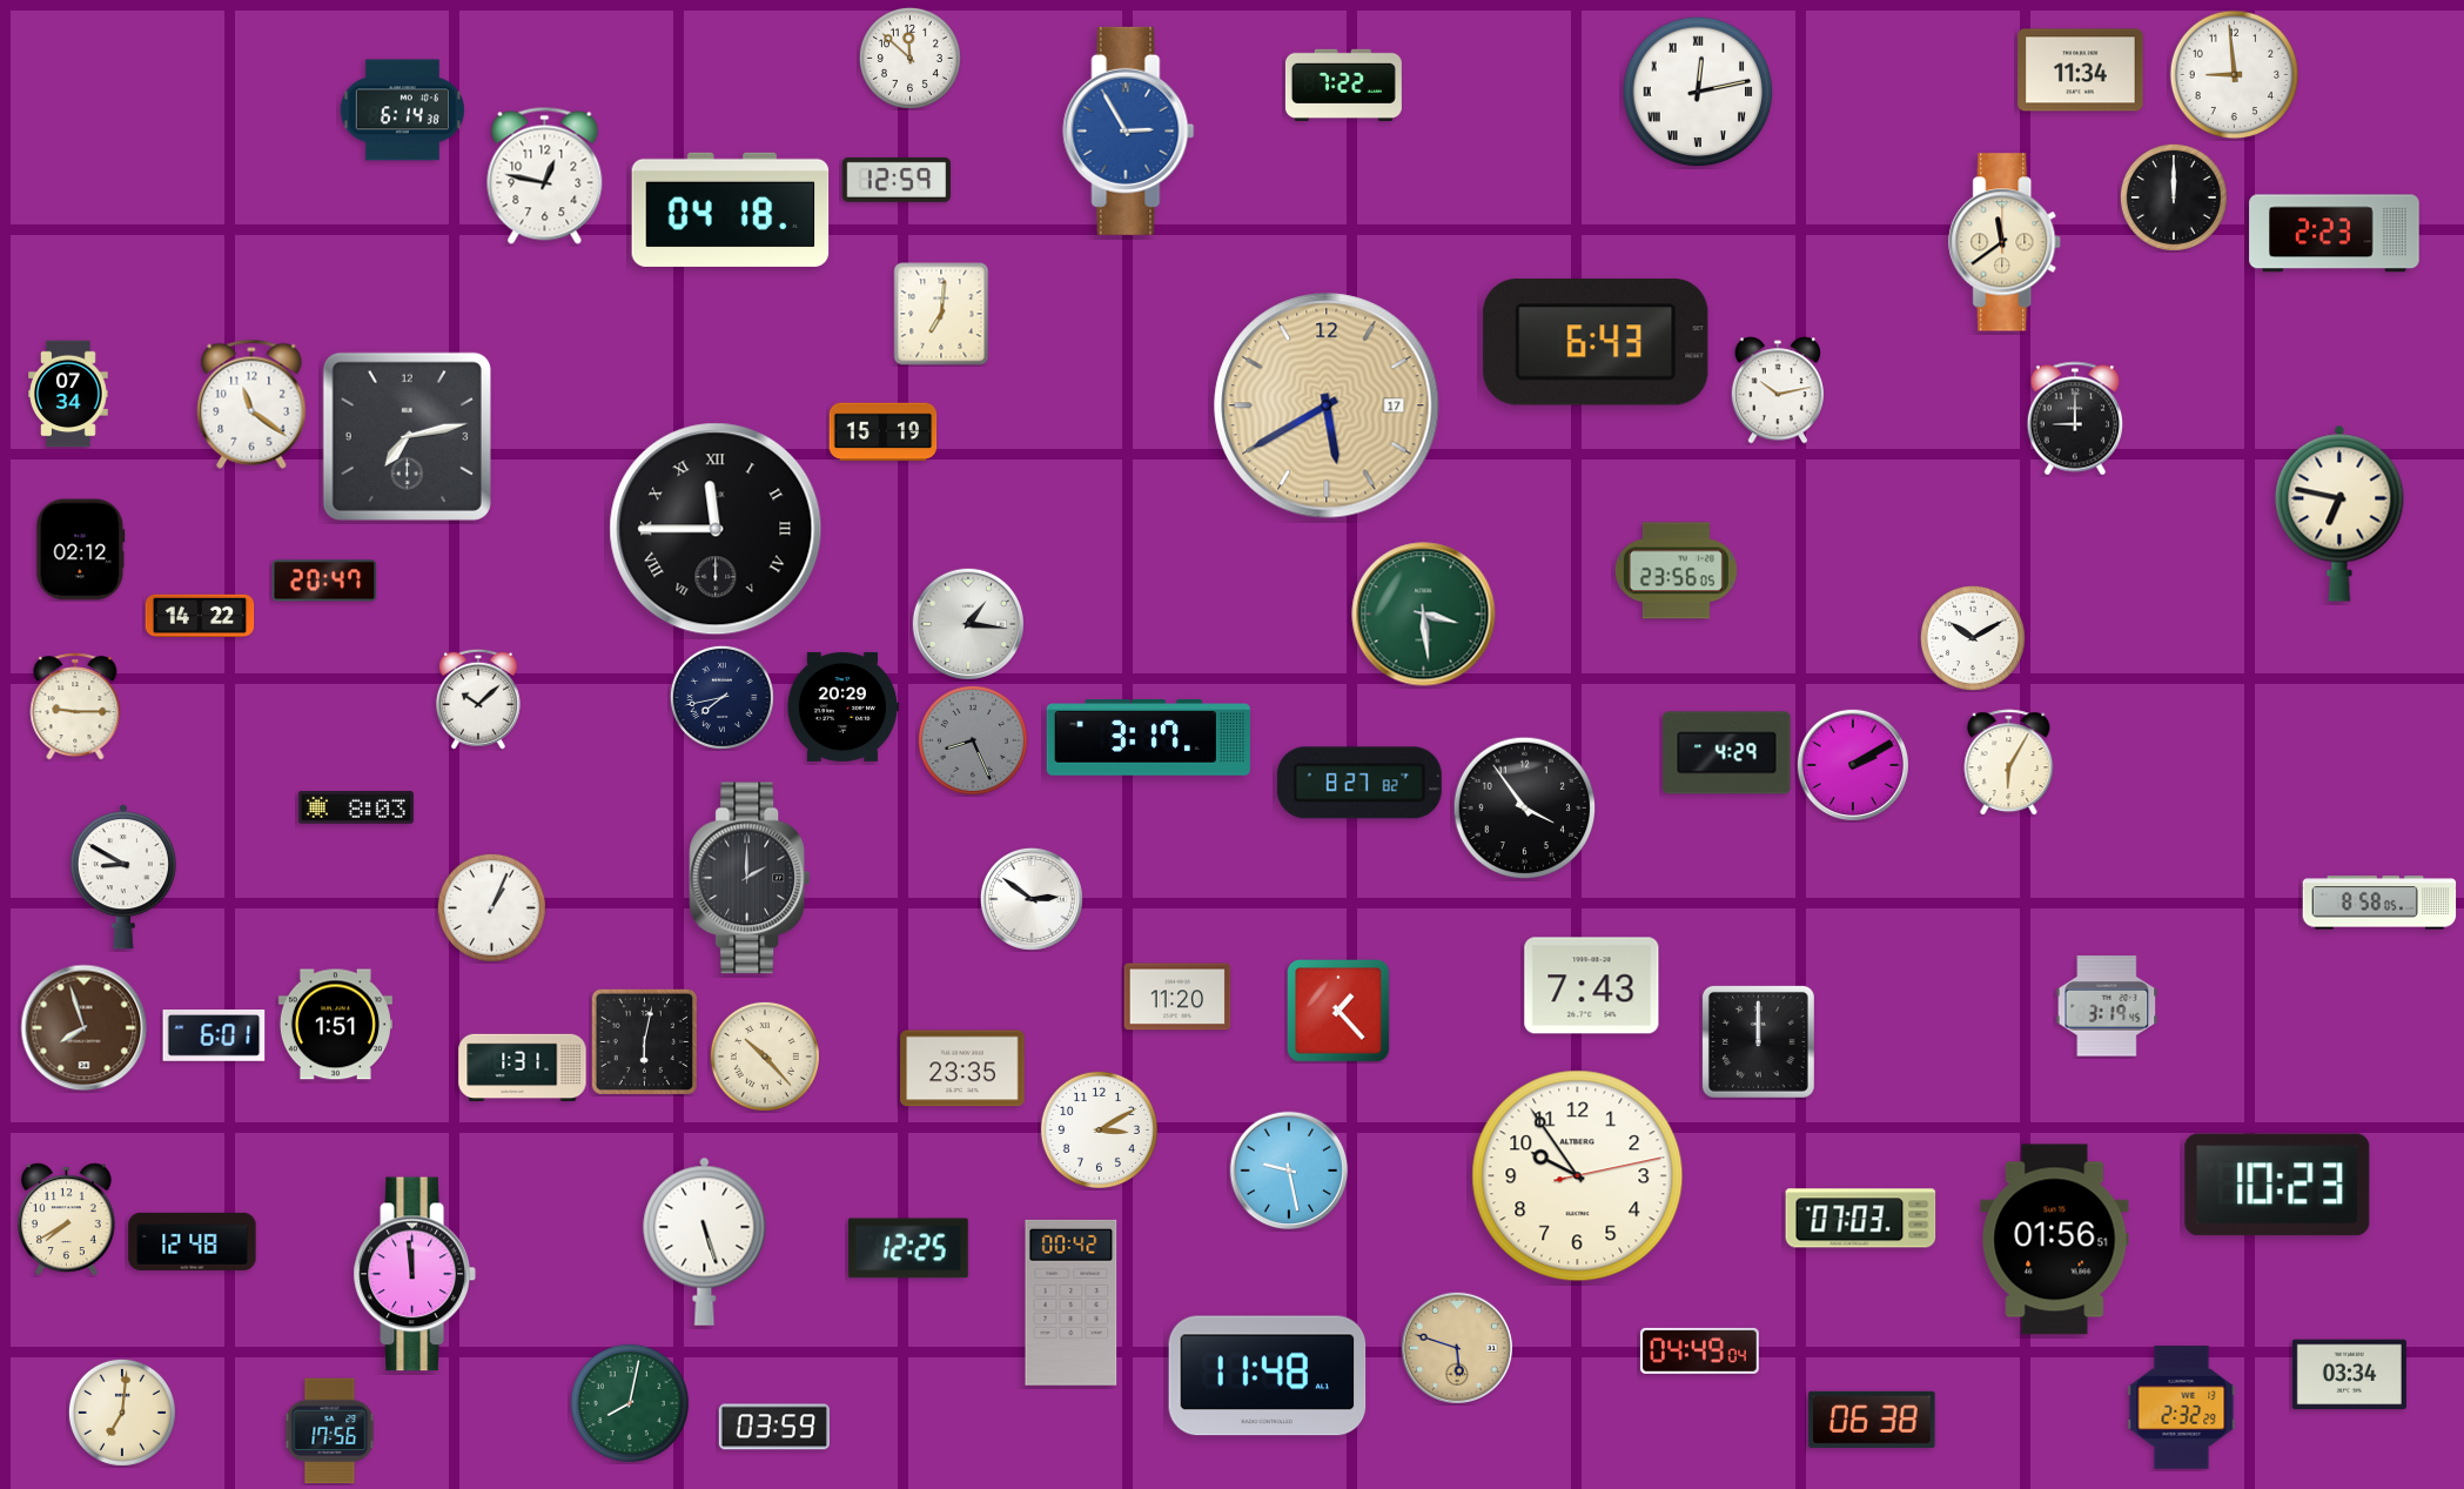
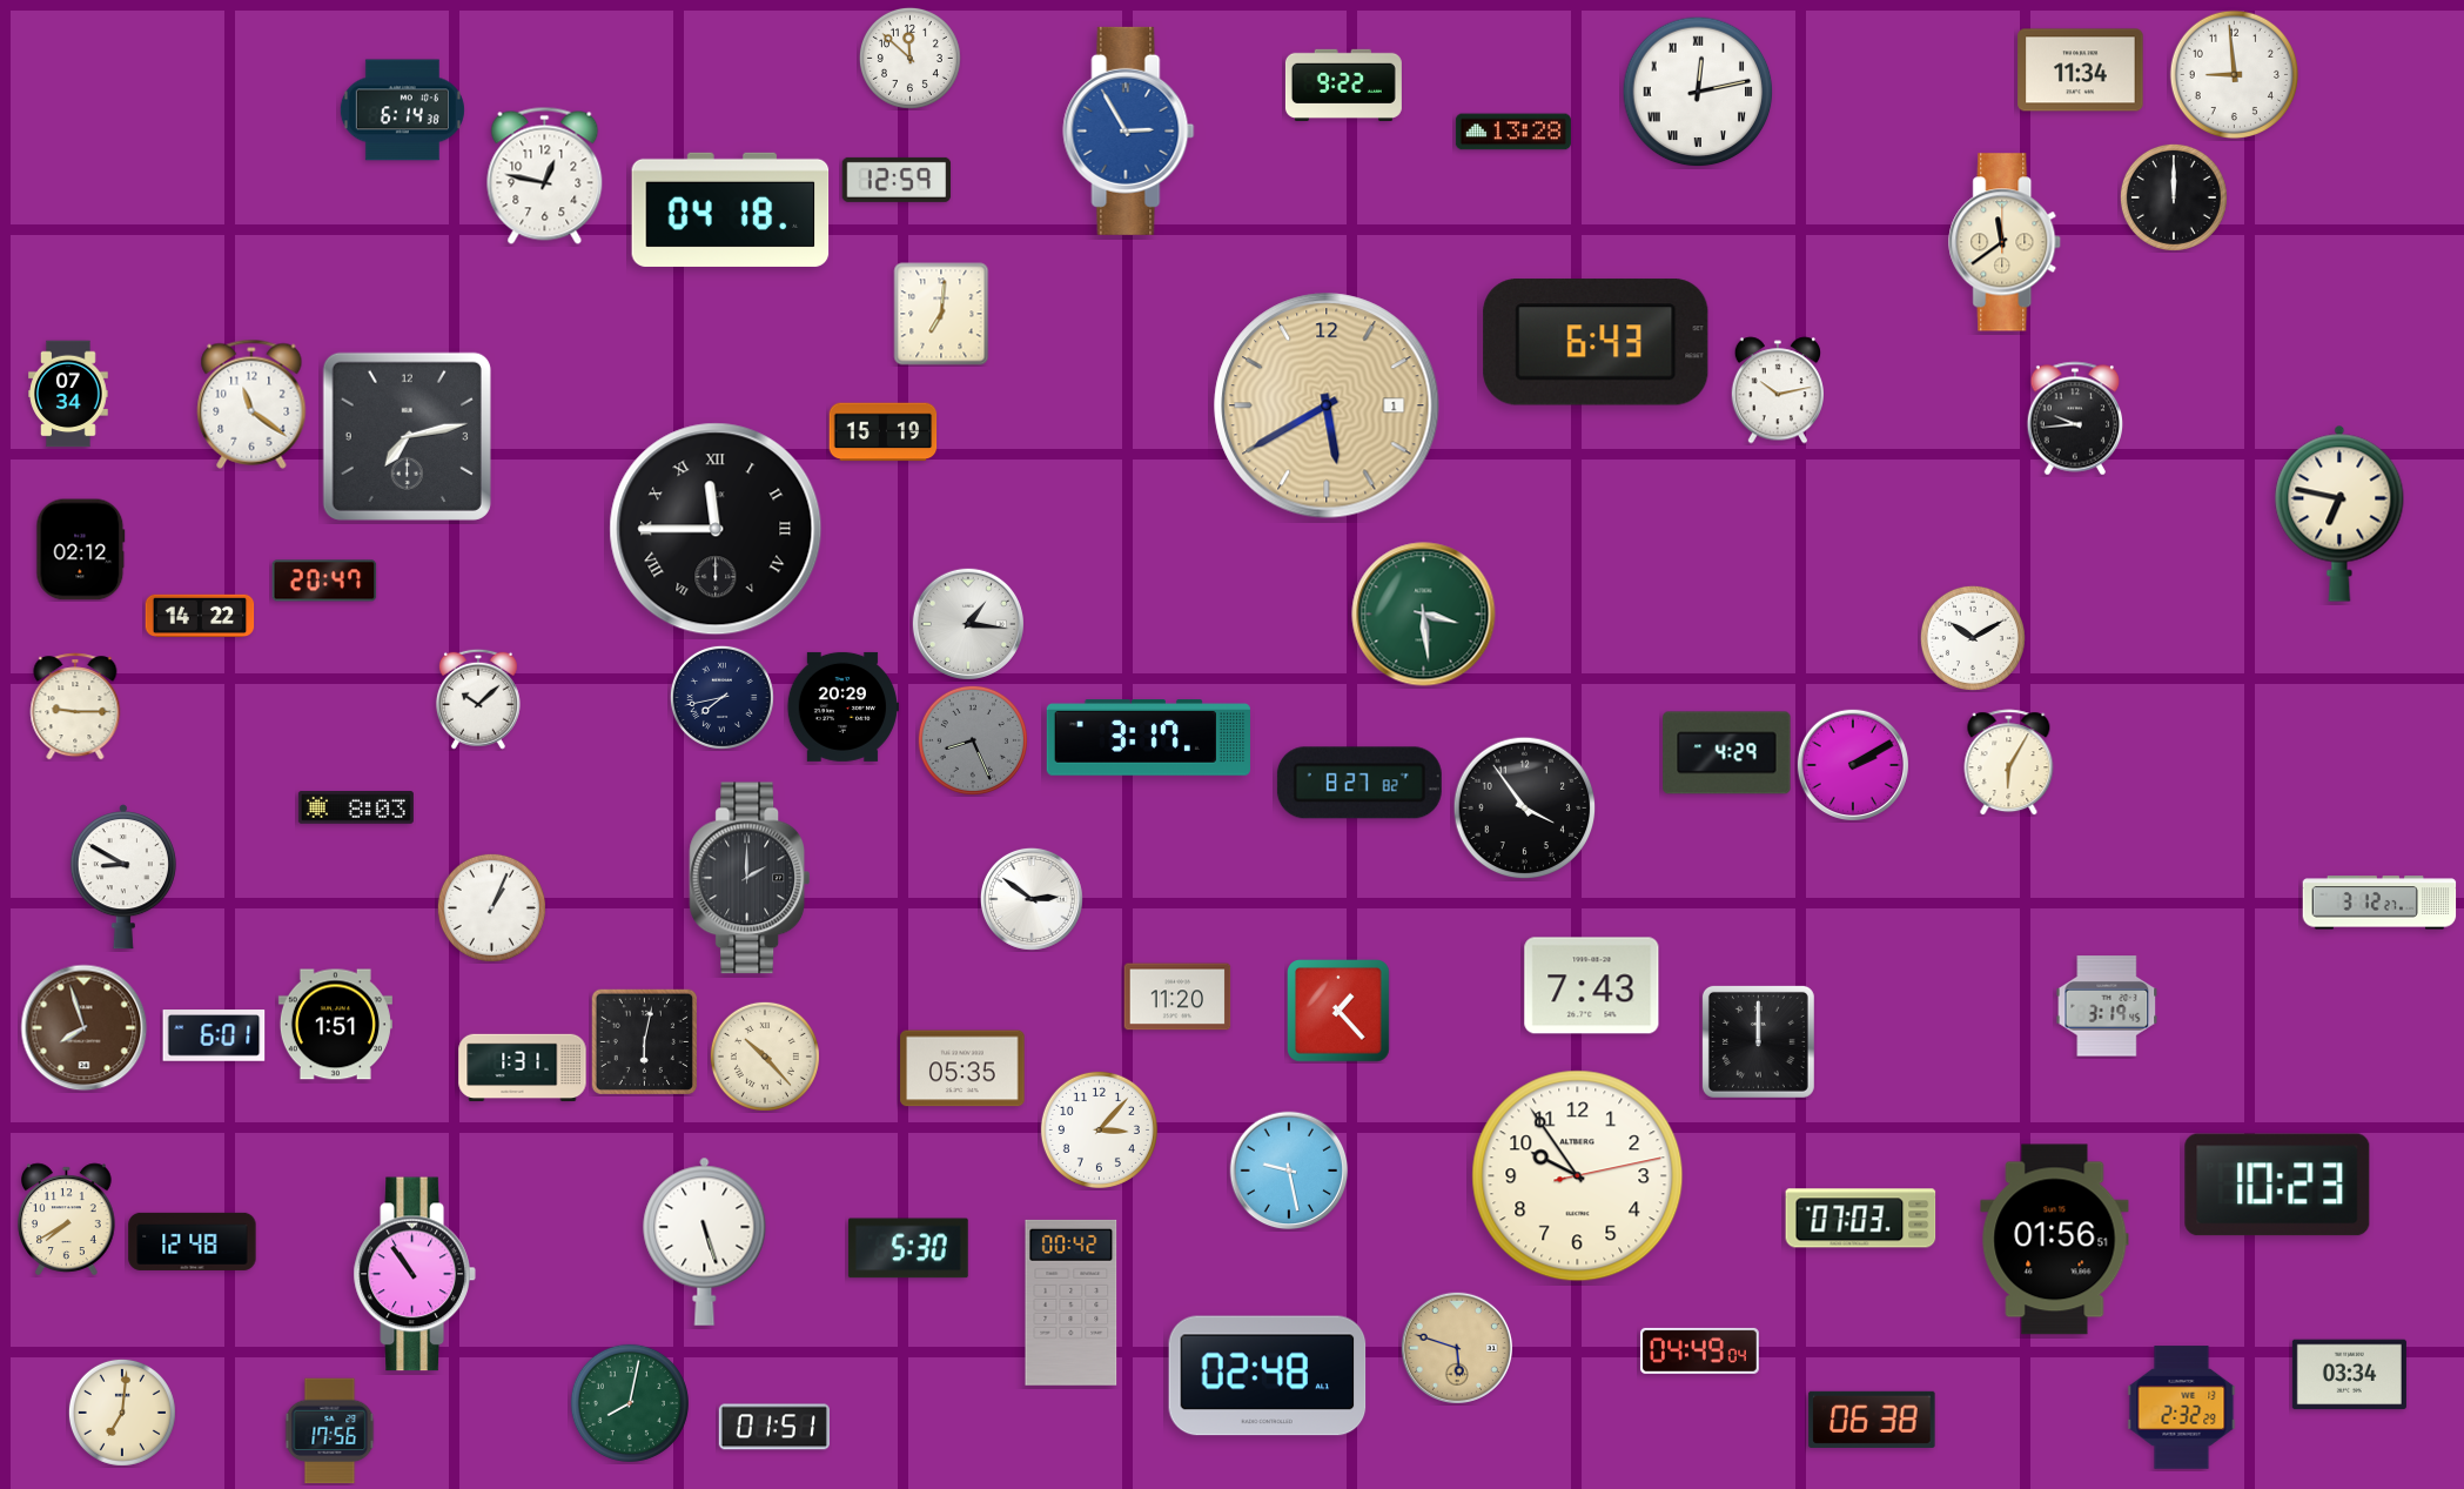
clock at (1343, 85): 7:22 -> 9:22
clock at (1513, 132): none -> 13:28
clock at (2335, 234): 2:23 -> none
clock at (1327, 405) date: 17 -> 1
clock at (2075, 418): 9:00 -> 9:44
clock at (1676, 571): 23:56 -> none
clock at (2379, 903): 8:58 -> 3:12
clock at (962, 1068): 23:35 -> 05:35
clock at (1099, 1129): 3:10 -> 3:07
clock at (908, 1248): 12:25 -> 5:30
clock at (415, 1274): 11:59 -> 10:54
clock at (1268, 1376): 11:48 -> 02:48
clock at (774, 1427): 03:59 -> 01:51
